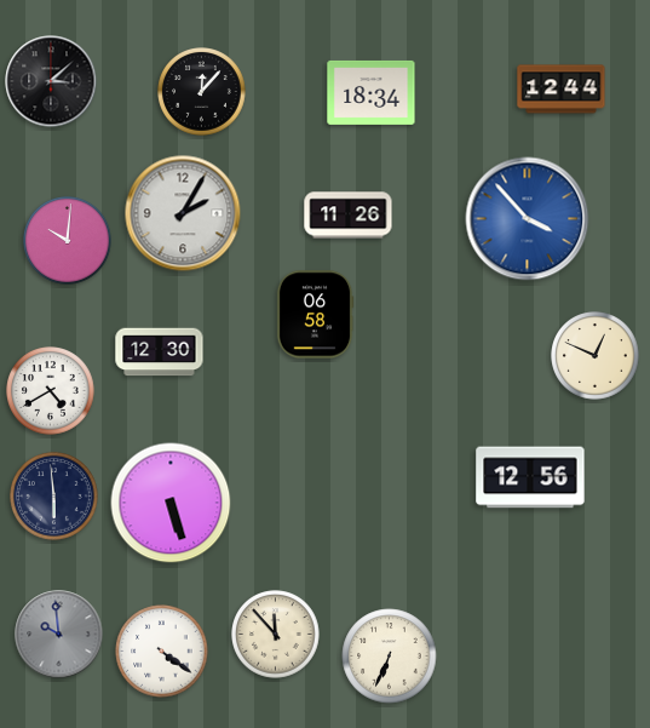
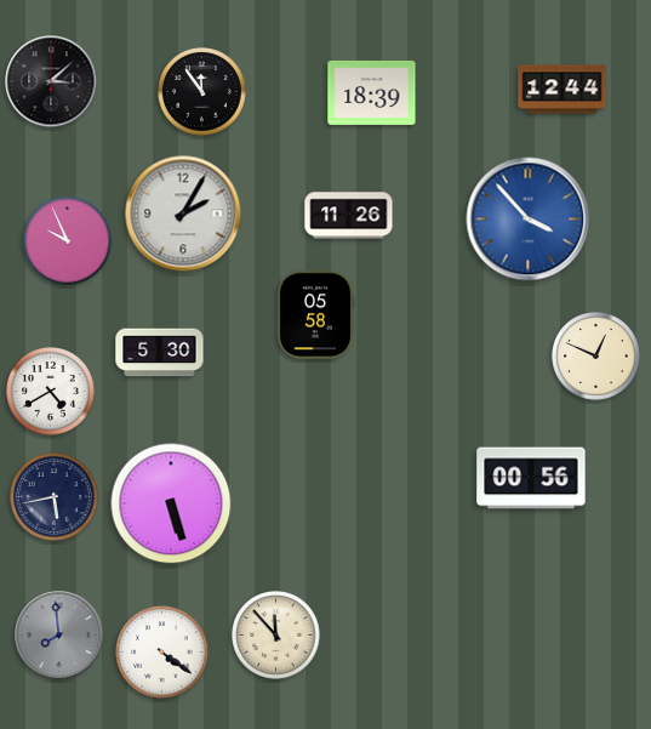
clock at (202, 92): 12:07 -> 11:54
clock at (372, 92): 18:34 -> 18:39
clock at (68, 241): 10:01 -> 9:56
clock at (315, 315): 06:58 -> 05:58
clock at (160, 352): 12:30 -> 5:30
clock at (530, 477): 12:56 -> 00:56
clock at (54, 497): 5:59 -> 5:43
clock at (59, 635): 9:59 -> 7:59
clock at (390, 657): 6:34 -> none
